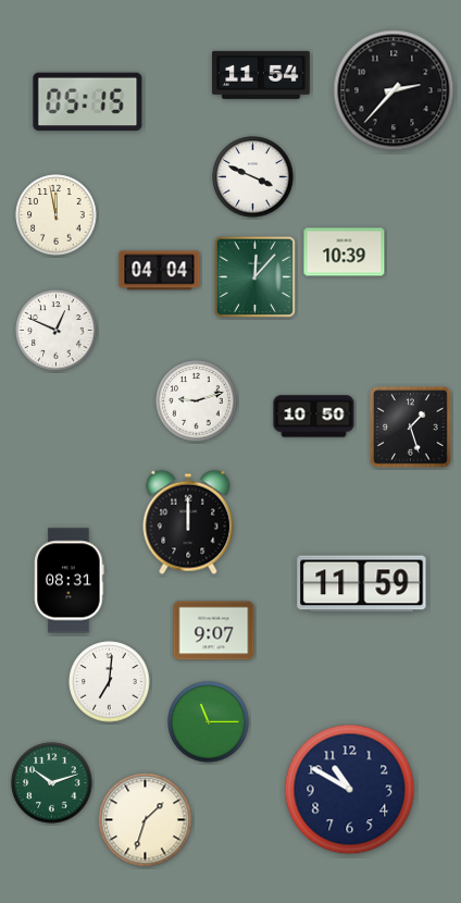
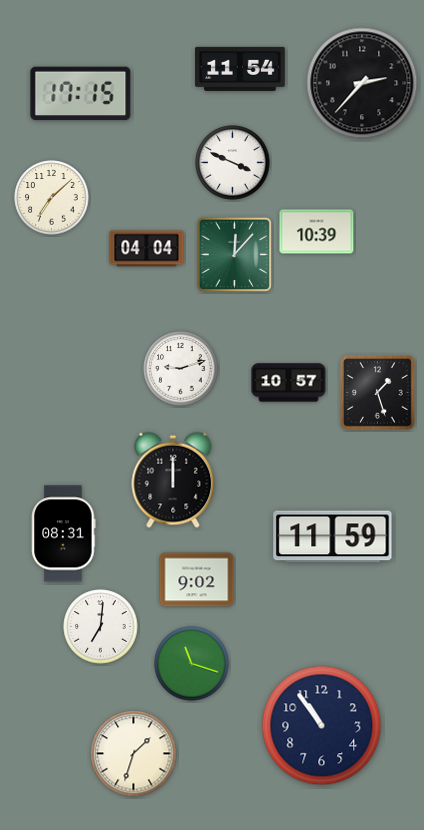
clock at (88, 102): 05:15 -> 17:15
clock at (57, 215): 11:58 -> 7:08
clock at (57, 331): 12:49 -> none
clock at (314, 417): 10:50 -> 10:57
clock at (214, 631): 9:07 -> 9:02
clock at (209, 722): 11:15 -> 11:18
clock at (52, 783): 10:12 -> none
clock at (350, 790): 10:50 -> 10:54
